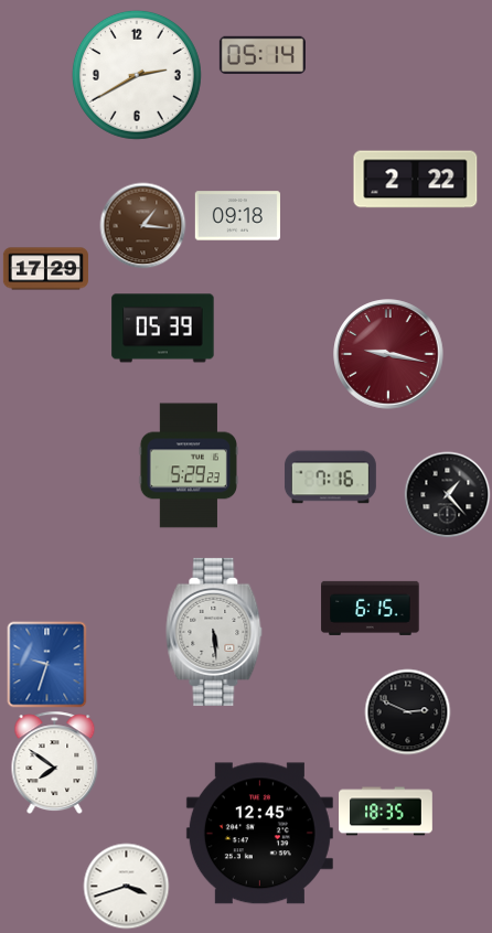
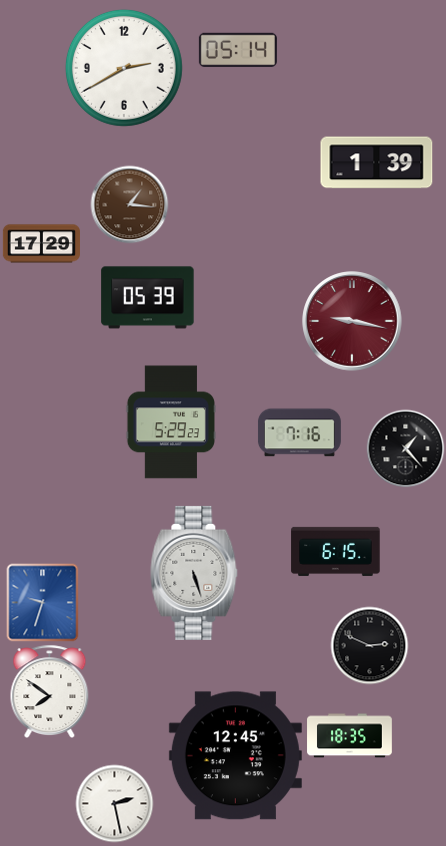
clock at (416, 180): 2:22 -> 1:39
clock at (237, 216): 09:18 -> none
clock at (214, 632): 5:29 -> 5:27
clock at (126, 886): 3:42 -> 2:28
